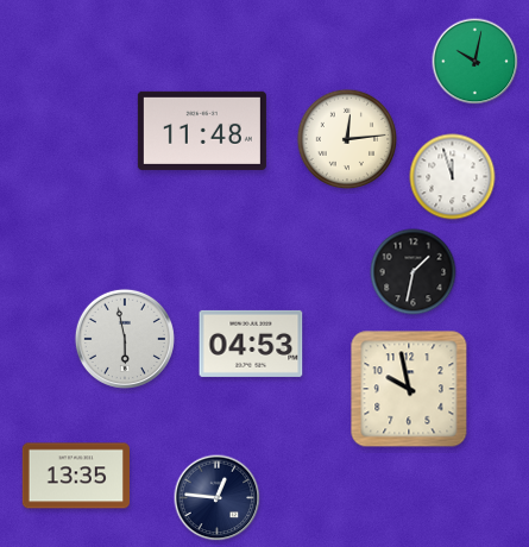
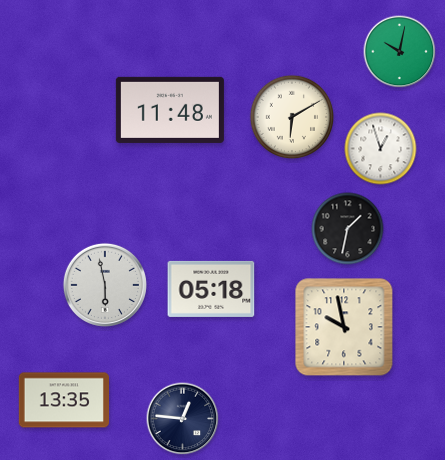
clock at (347, 139): 12:14 -> 6:10
clock at (453, 177): 11:57 -> 12:57
clock at (251, 344): 04:53 -> 05:18
